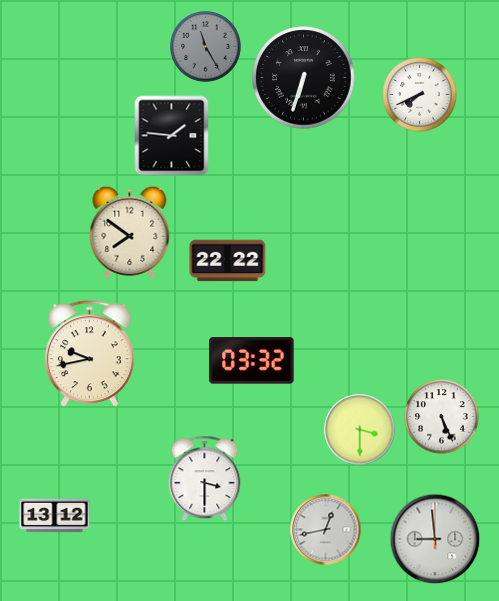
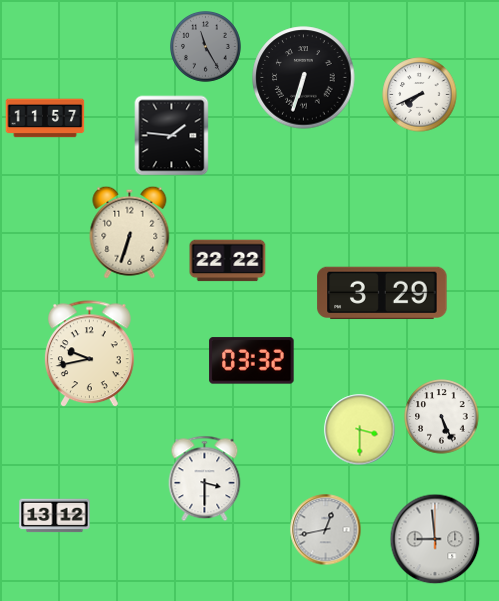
clock at (45, 118): none -> 11:57
clock at (130, 232): 7:51 -> 6:33
clock at (382, 293): none -> 3:29
